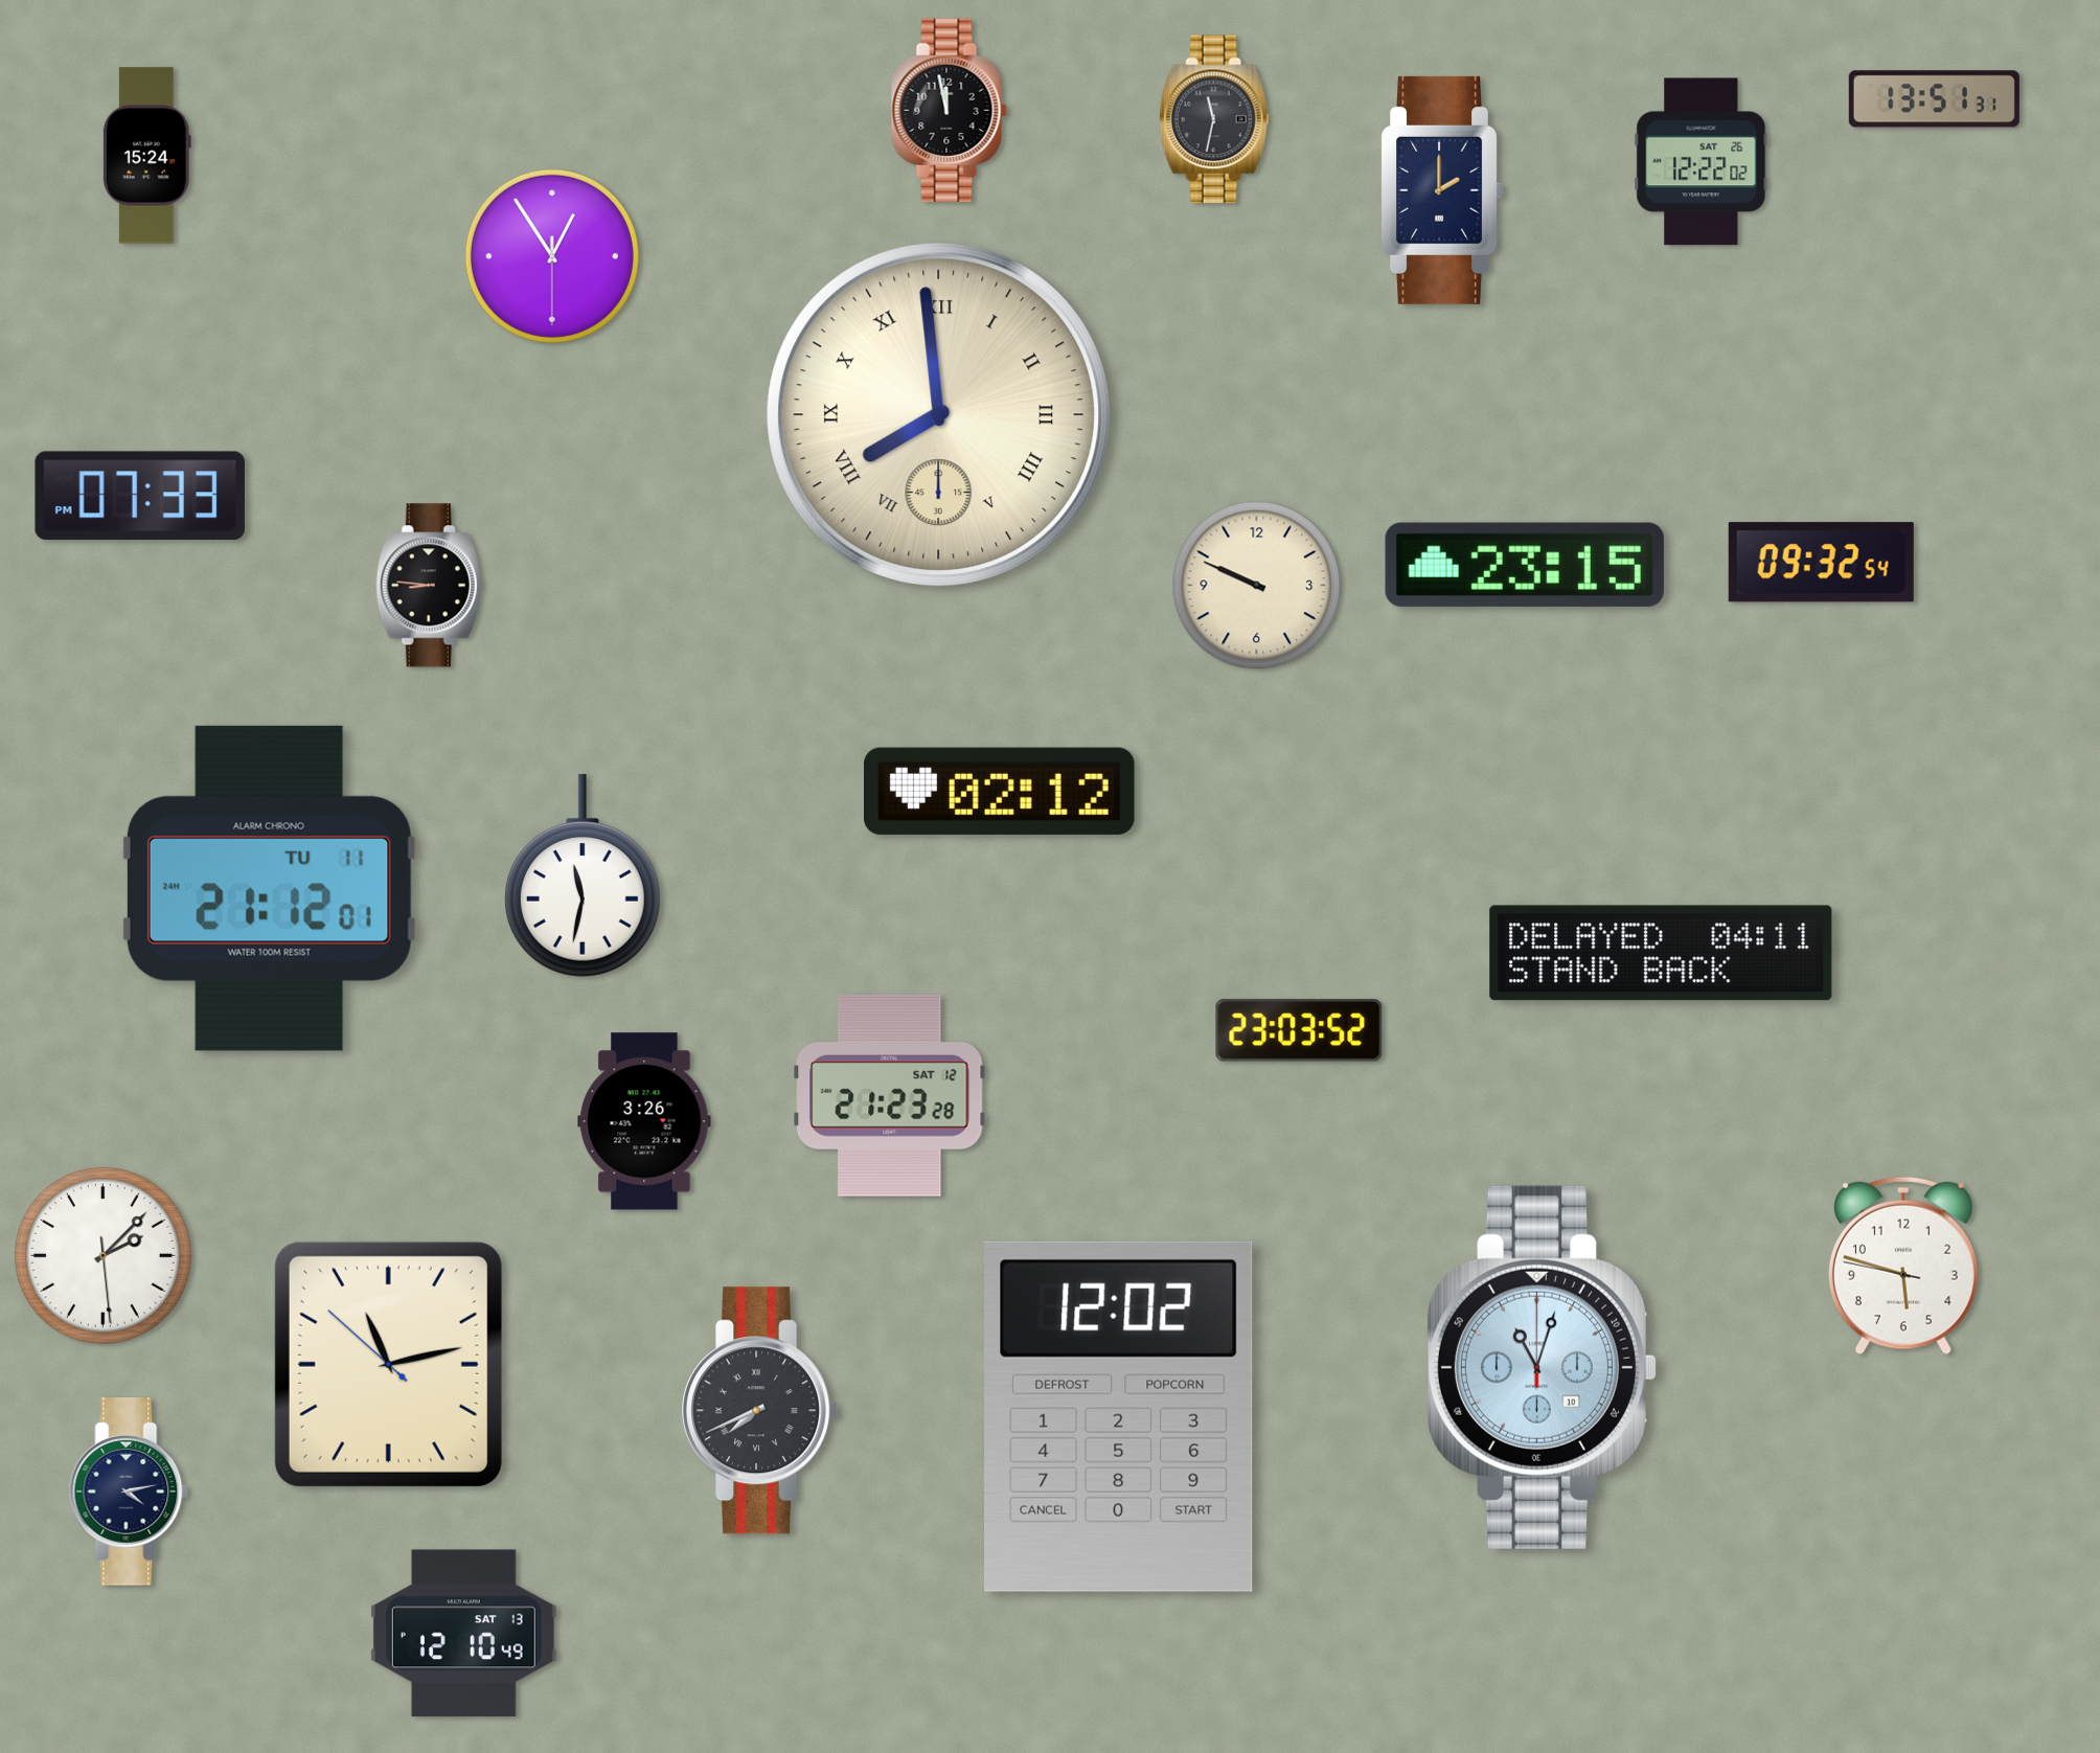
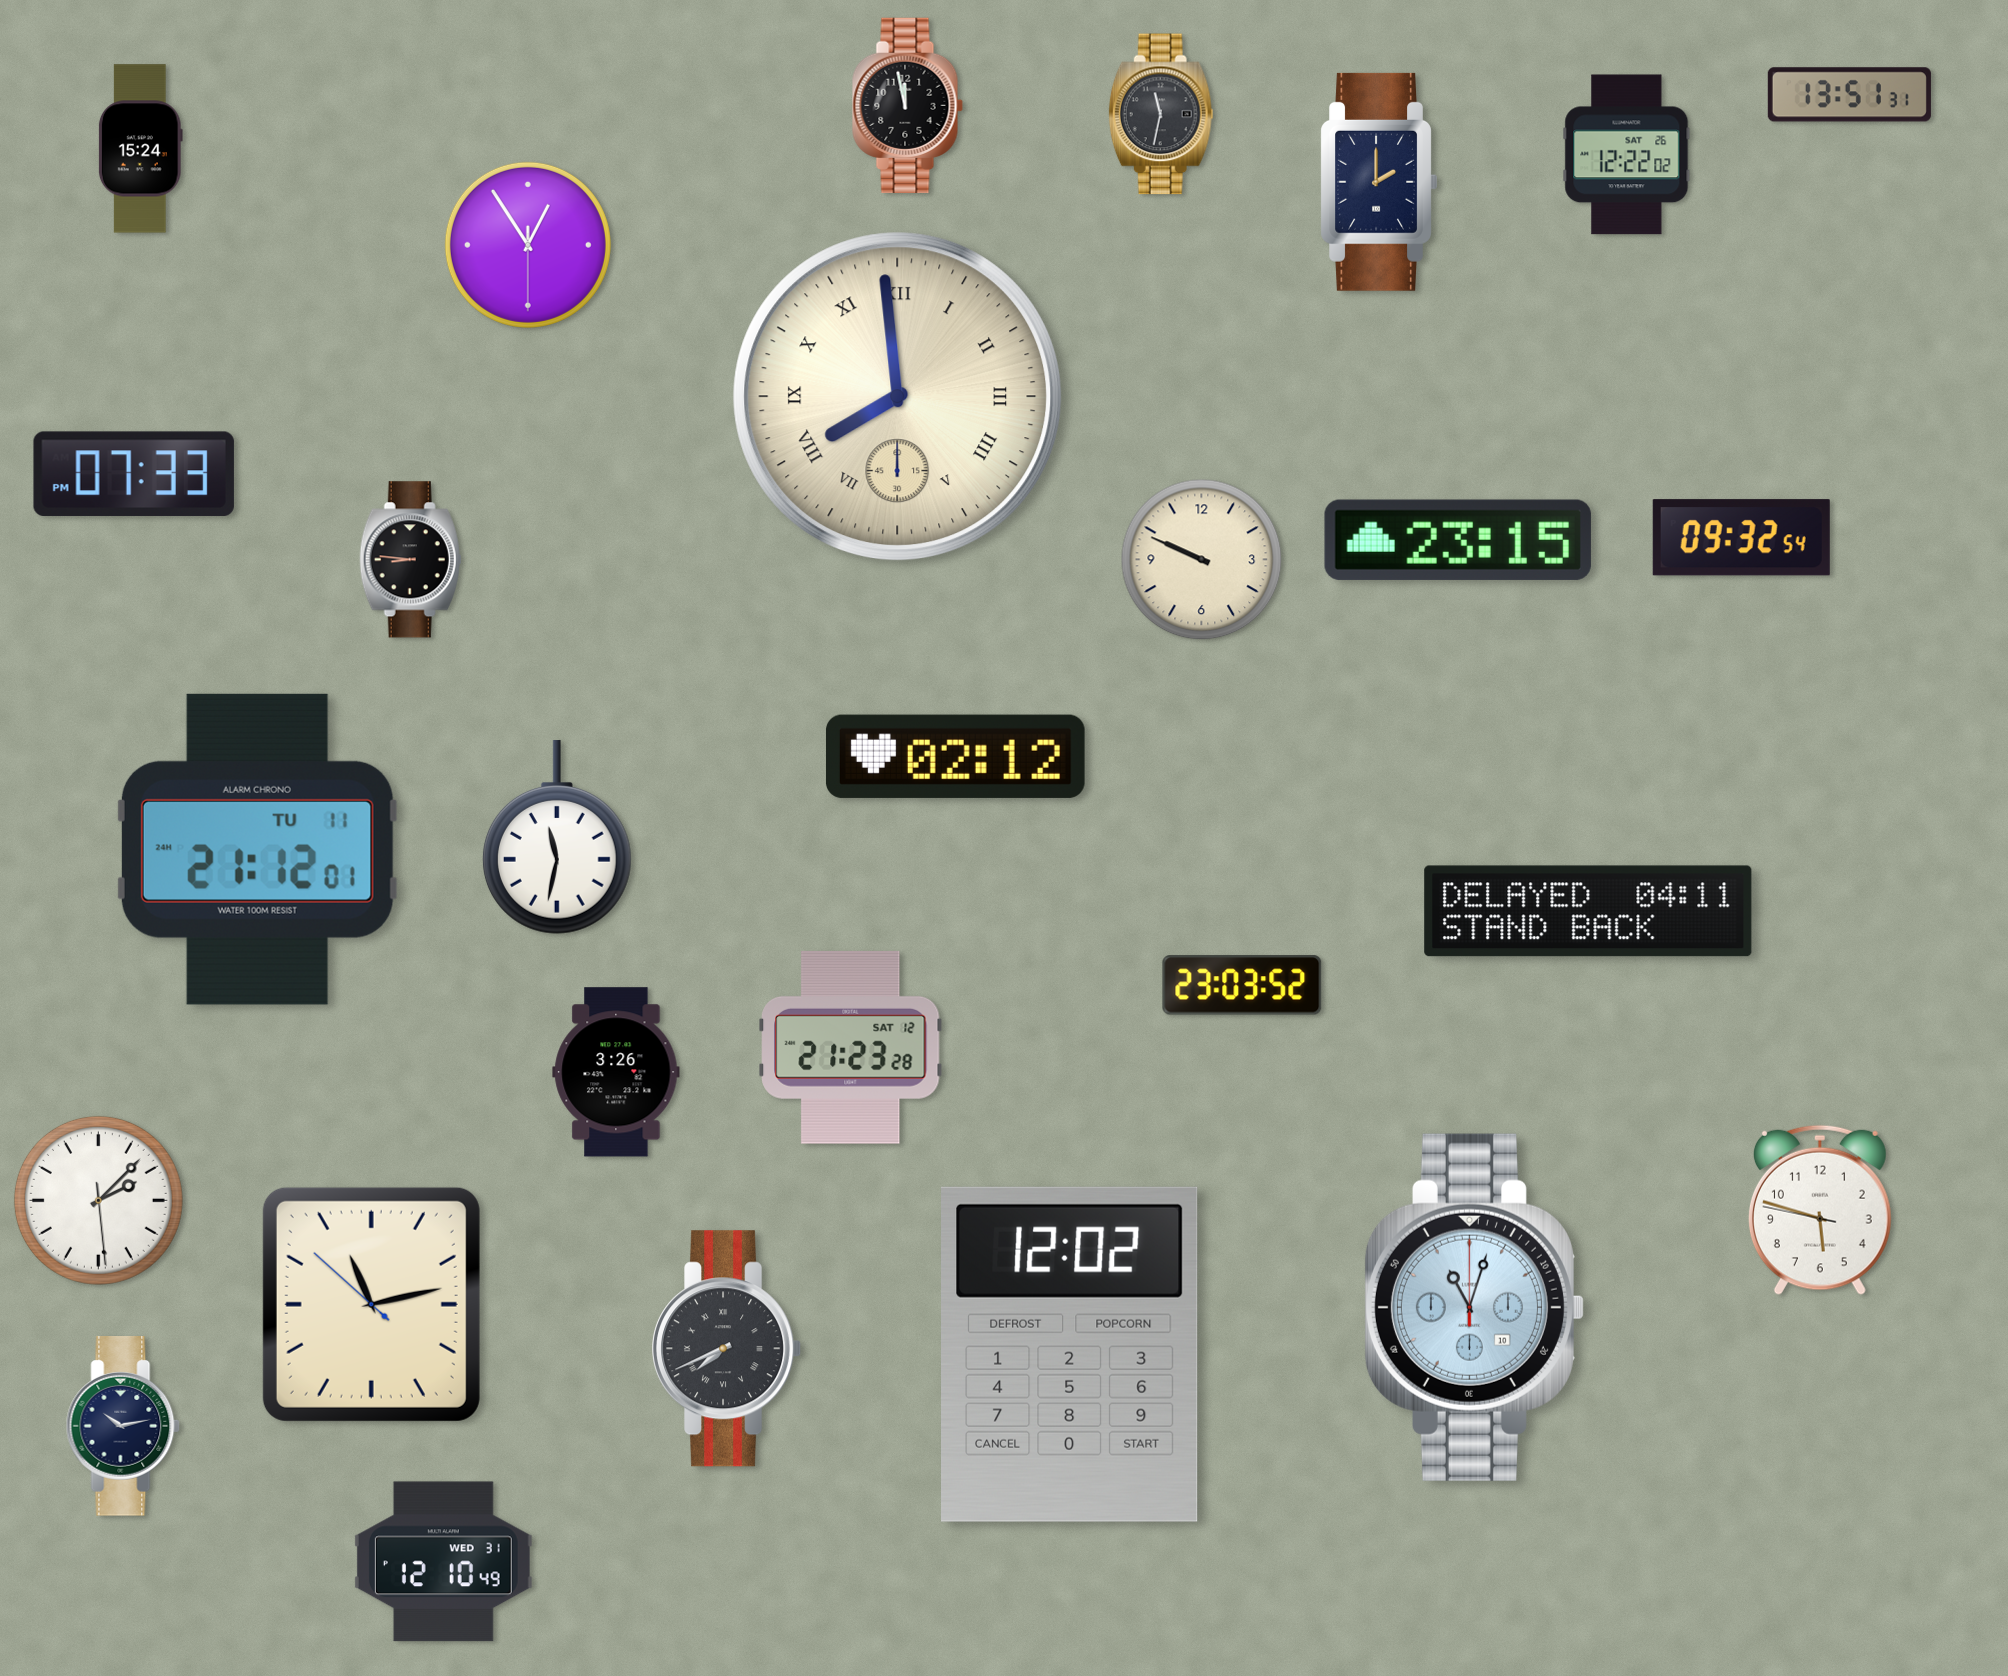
clock at (129, 1493): 4:13 -> 10:13
clock at (463, 1634) date: SAT 13 -> WED 31
